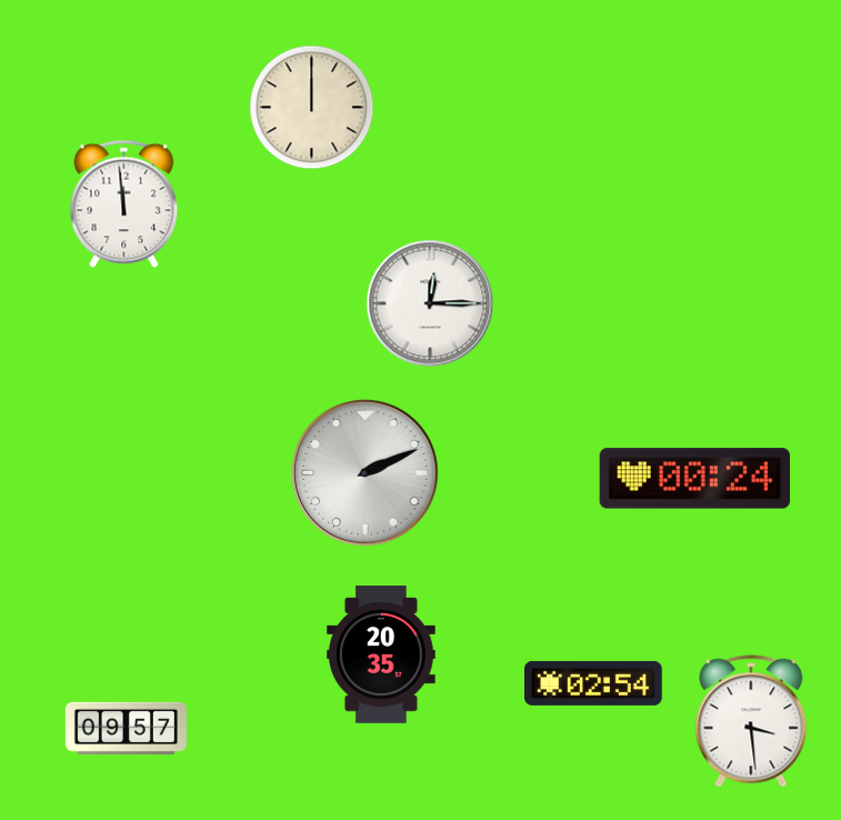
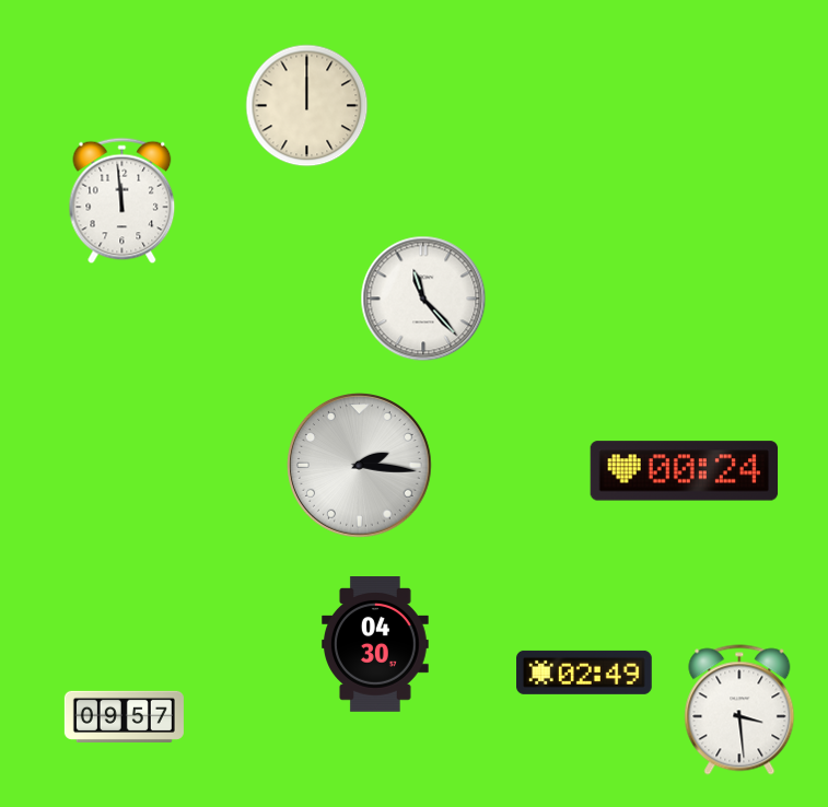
clock at (430, 303): 12:15 -> 11:23
clock at (366, 473): 2:11 -> 2:16
clock at (382, 656): 20:35 -> 04:30
clock at (594, 683): 02:54 -> 02:49
